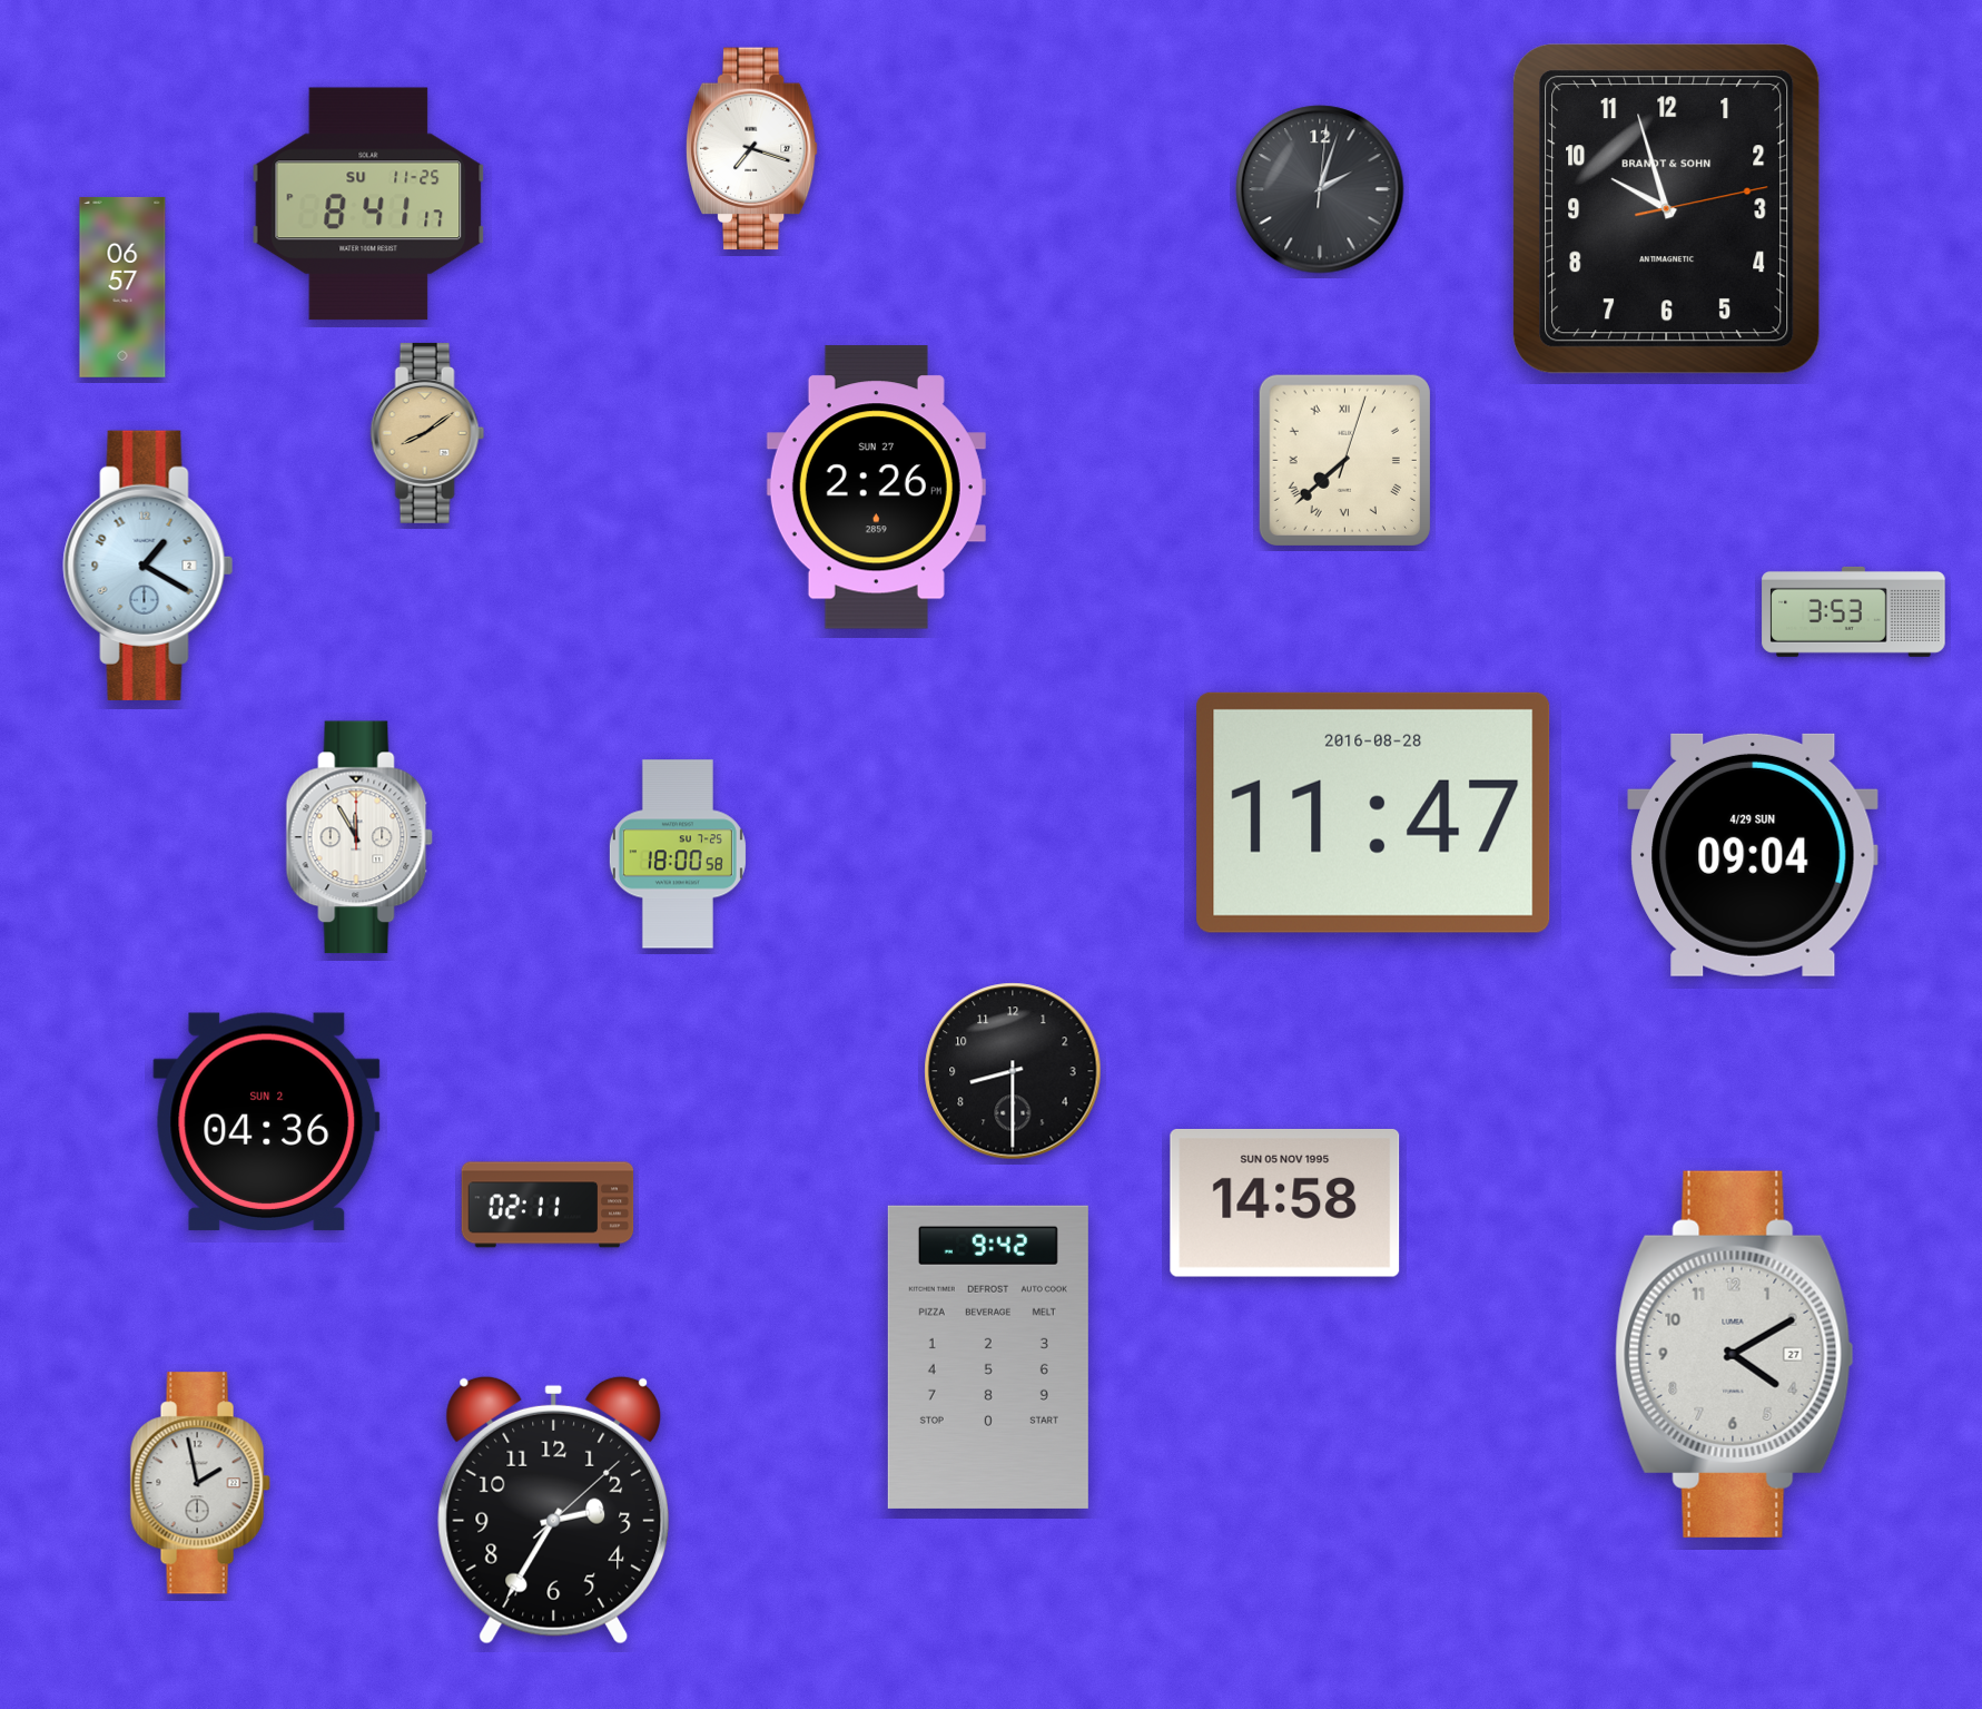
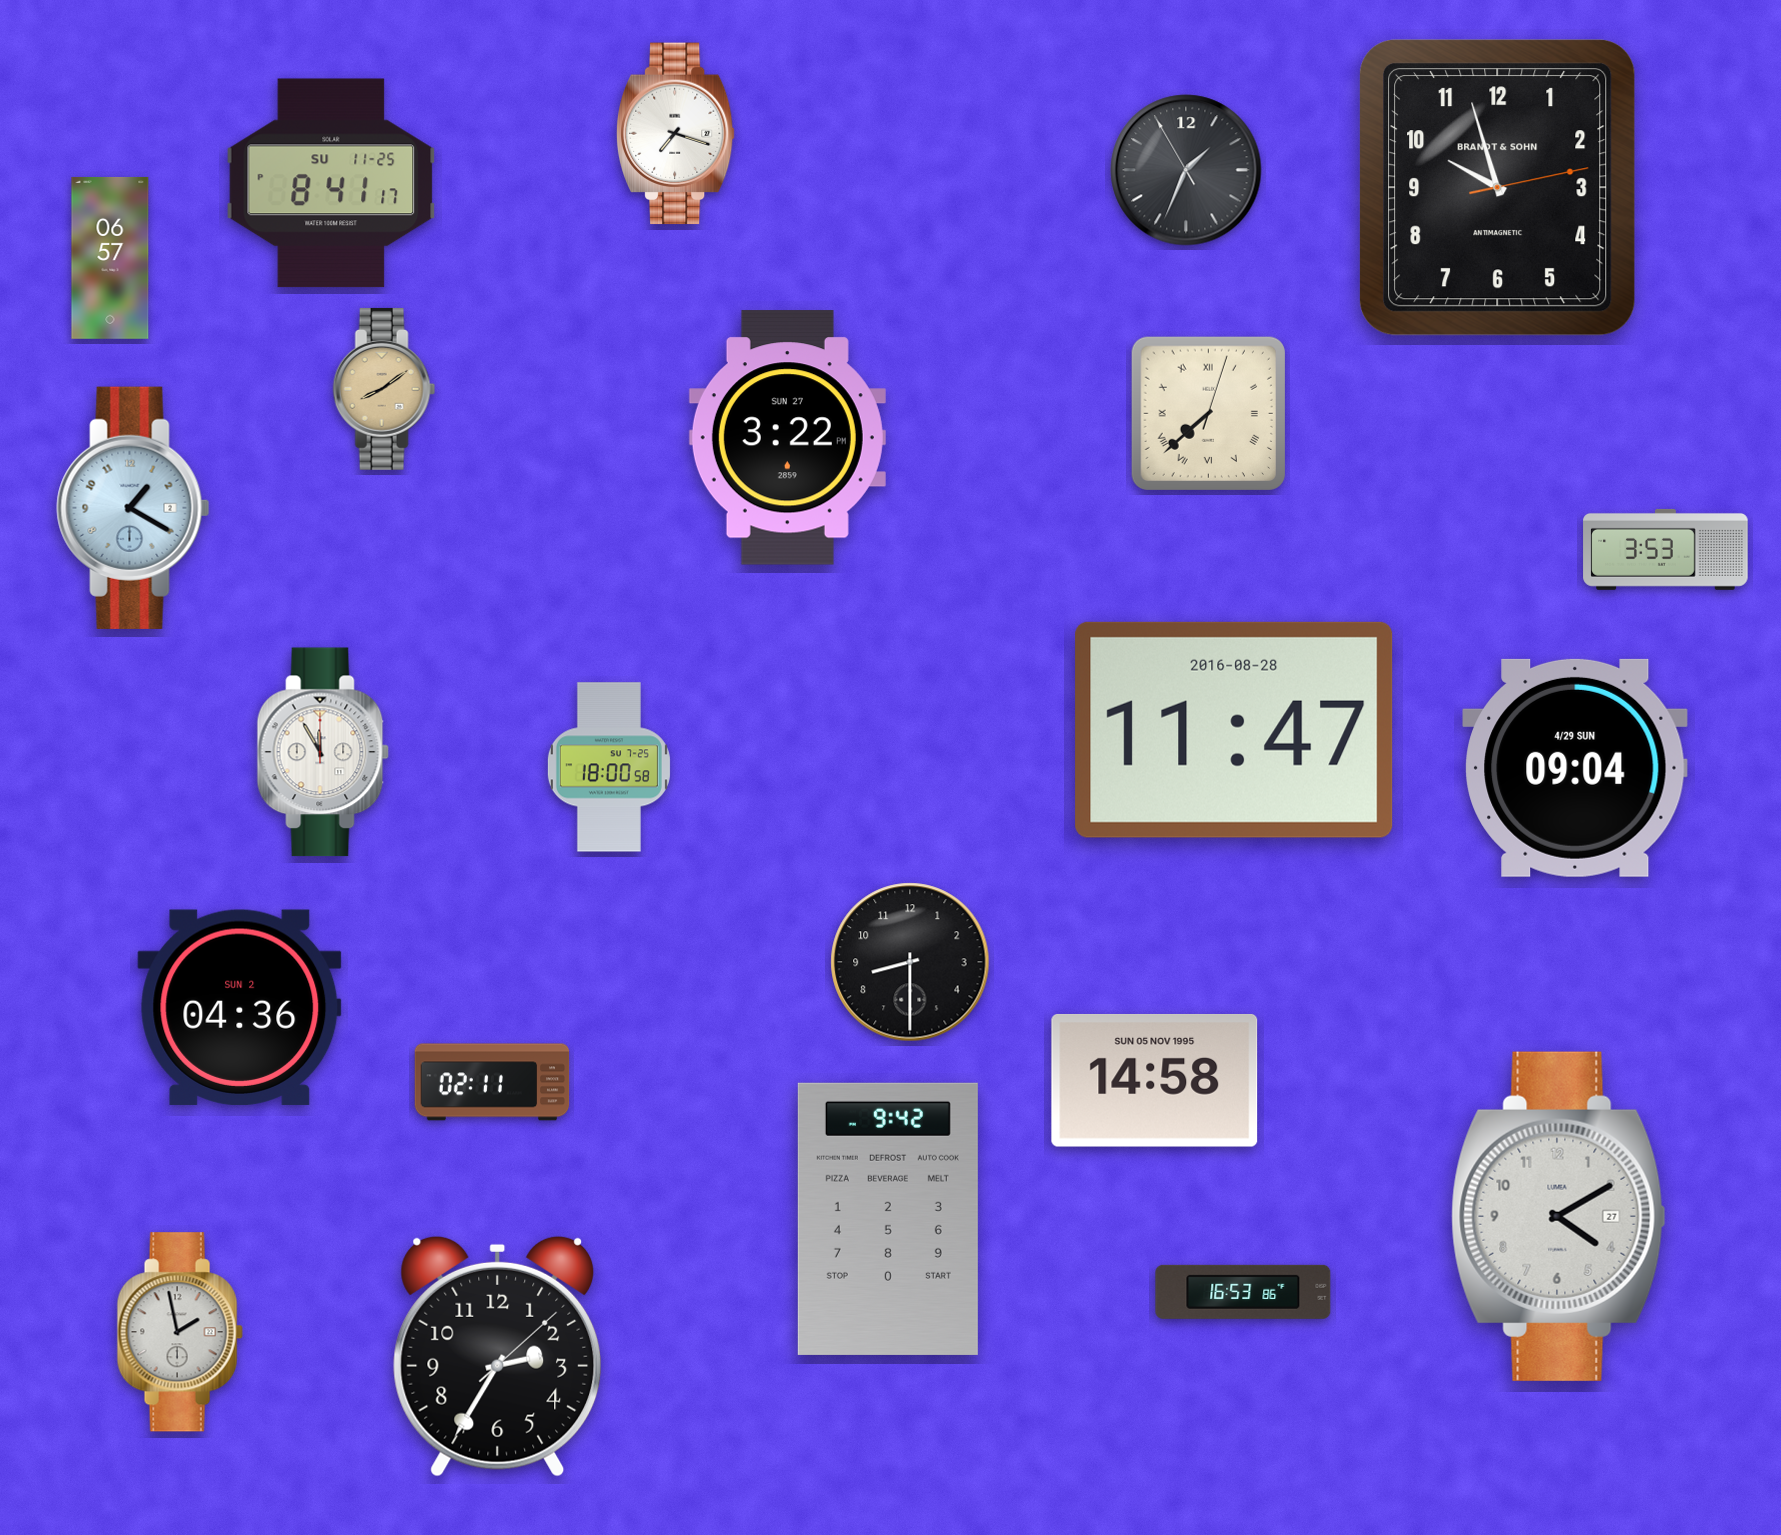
clock at (1320, 189): 2:03 -> 1:33
clock at (876, 488): 2:26 -> 3:22
clock at (1243, 1292): none -> 16:53
